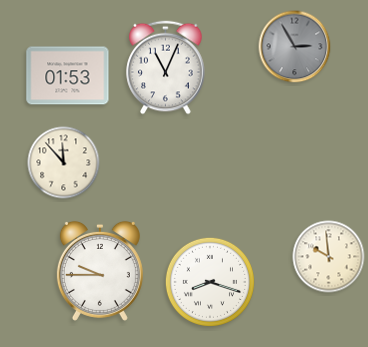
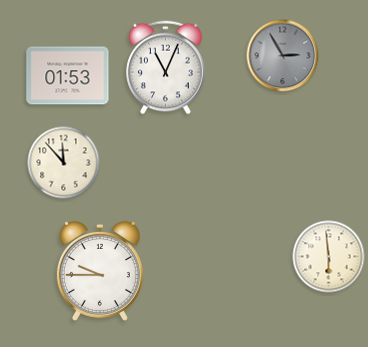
clock at (295, 47) position: (295, 47) -> (283, 56)
clock at (329, 257): 9:59 -> 5:59
clock at (210, 282): 8:18 -> none
